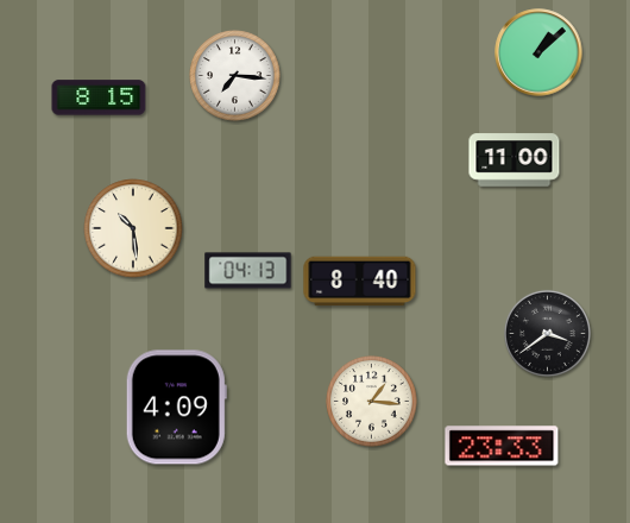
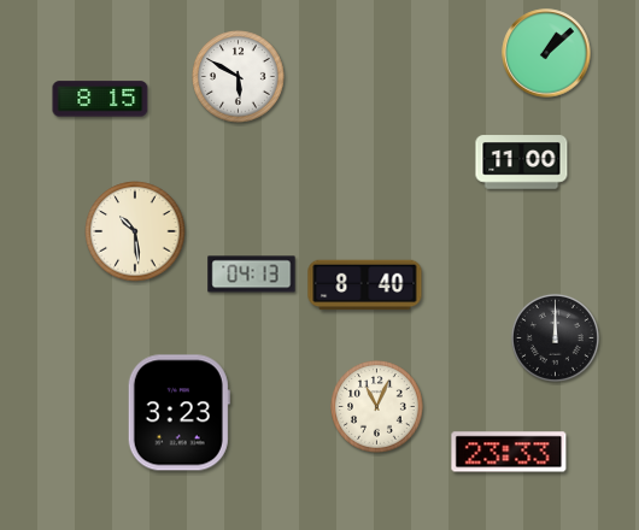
clock at (235, 76): 7:16 -> 5:50
clock at (547, 333): 3:39 -> 12:00
clock at (372, 402): 1:16 -> 11:04
clock at (176, 408): 4:09 -> 3:23
